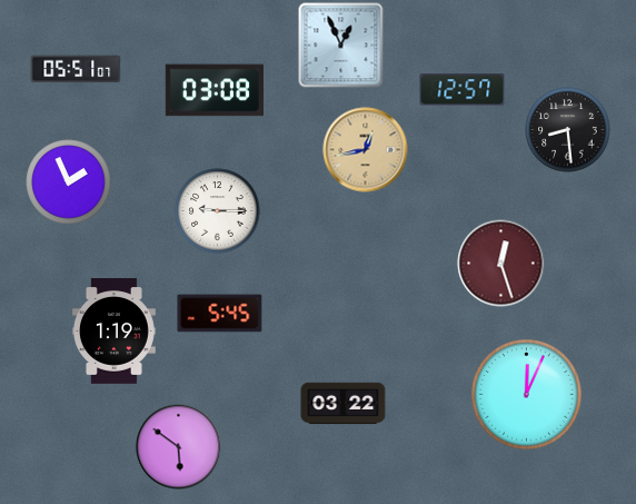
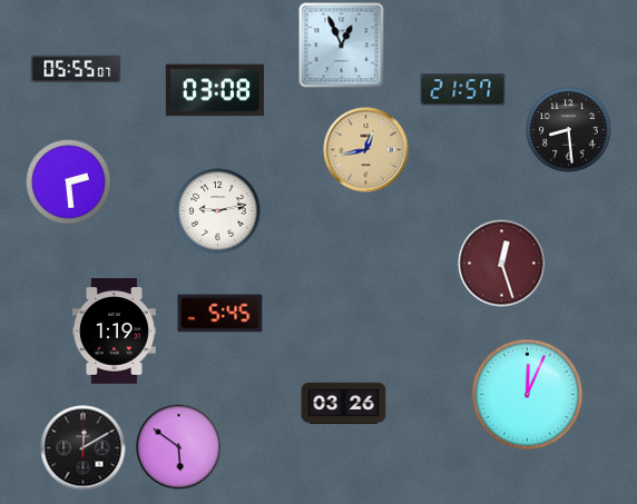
clock at (76, 69): 05:51 -> 05:55
clock at (463, 90): 12:57 -> 21:57
clock at (69, 182): 1:56 -> 2:29
clock at (218, 211): 9:15 -> 9:13
clock at (344, 404): 03:22 -> 03:26
clock at (84, 448): none -> 12:10
